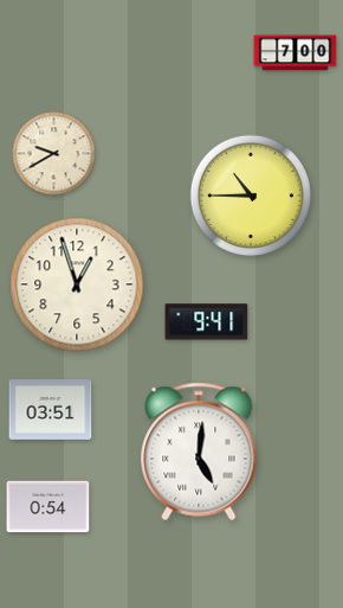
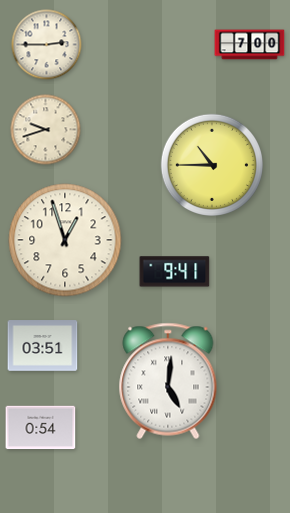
clock at (47, 45): none -> 2:45
clock at (54, 154): 9:40 -> 9:42
